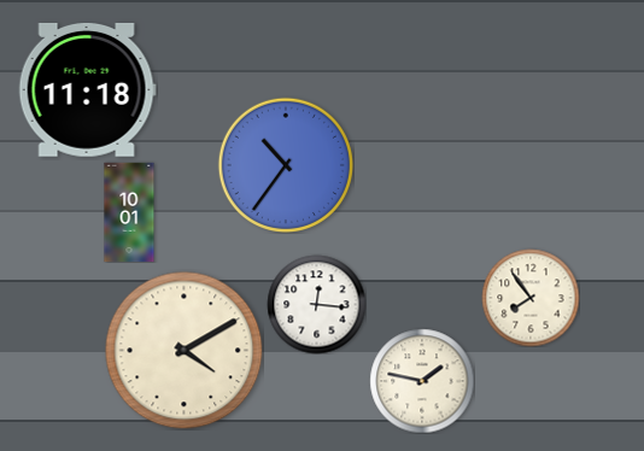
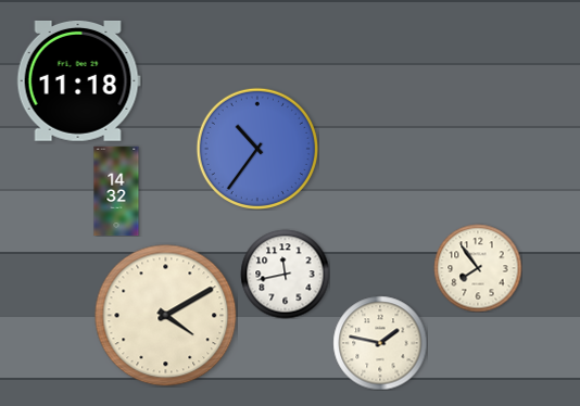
clock at (129, 212): 10:01 -> 14:32
clock at (316, 304): 12:16 -> 11:43
